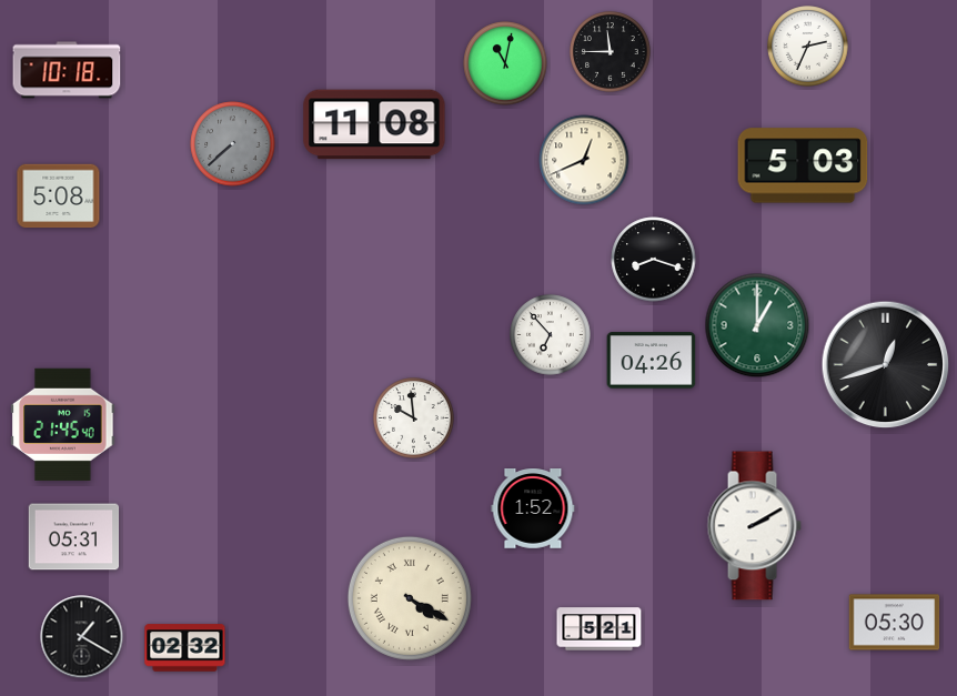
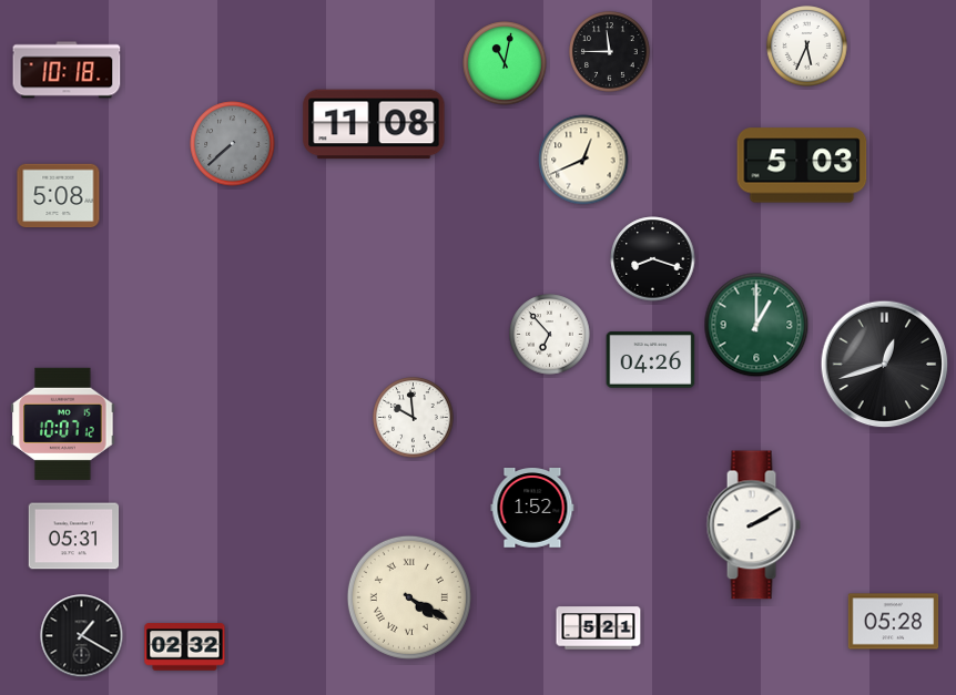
clock at (808, 47): 2:34 -> 5:34
clock at (63, 424): 21:45 -> 10:07
clock at (895, 623): 05:30 -> 05:28
